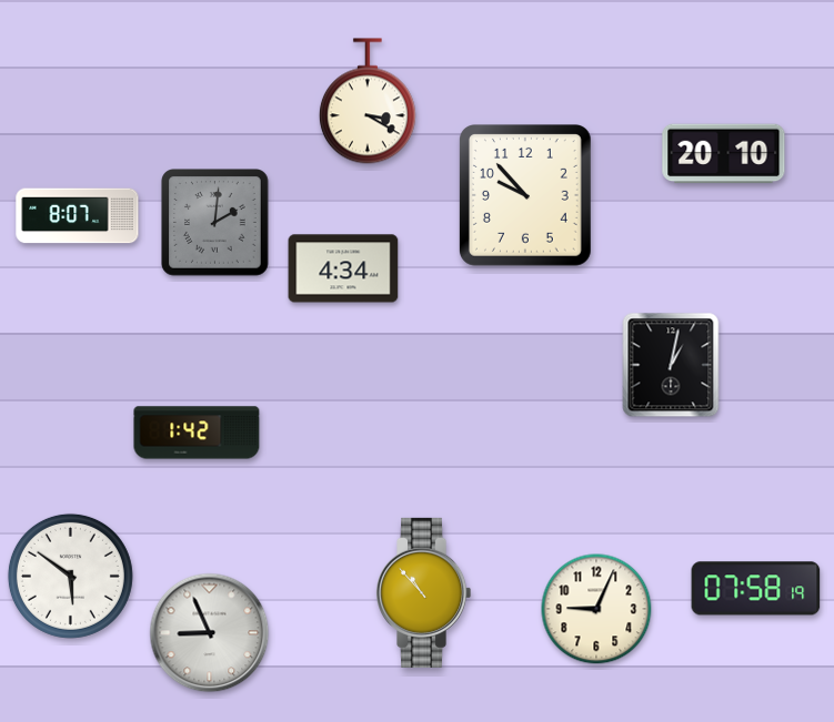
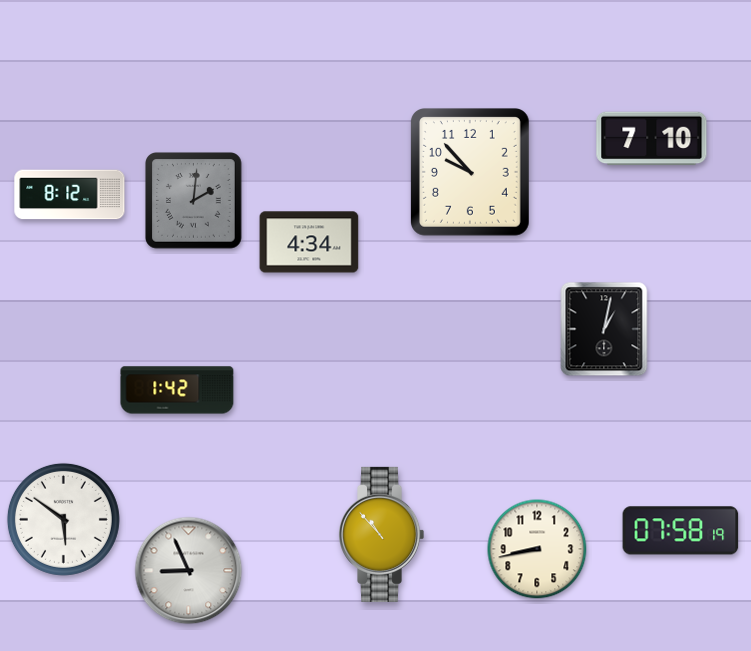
clock at (368, 101): 3:20 -> none
clock at (724, 154): 20:10 -> 7:10
clock at (525, 196) position: (525, 196) -> (470, 173)
clock at (78, 216): 8:07 -> 8:12
clock at (596, 609): 9:04 -> 8:43
